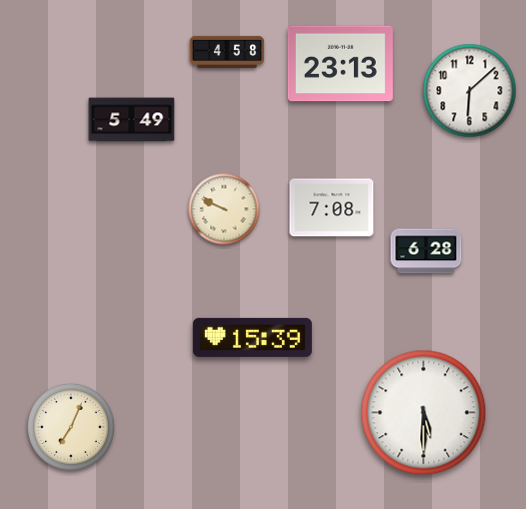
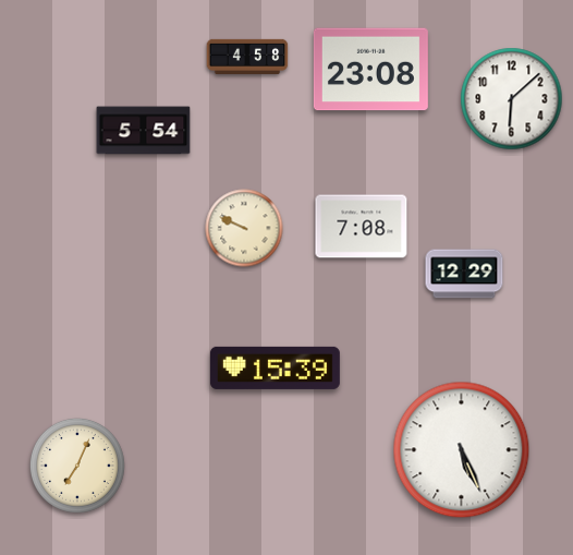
clock at (340, 64): 23:13 -> 23:08
clock at (132, 120): 5:49 -> 5:54
clock at (426, 251): 6:28 -> 12:29
clock at (424, 413): 5:30 -> 5:26
